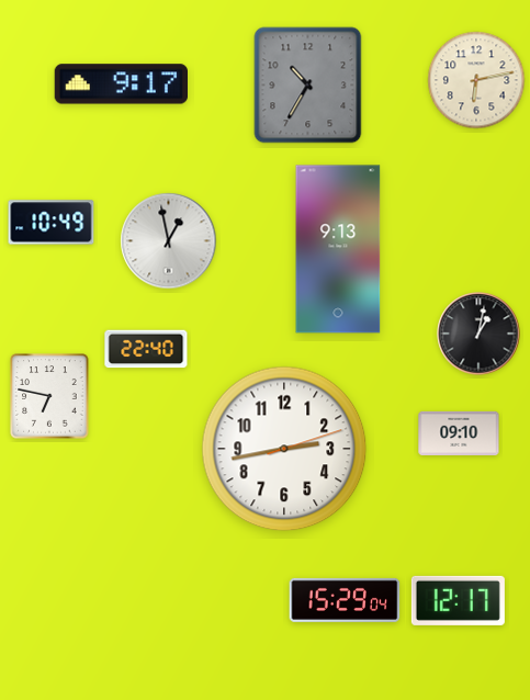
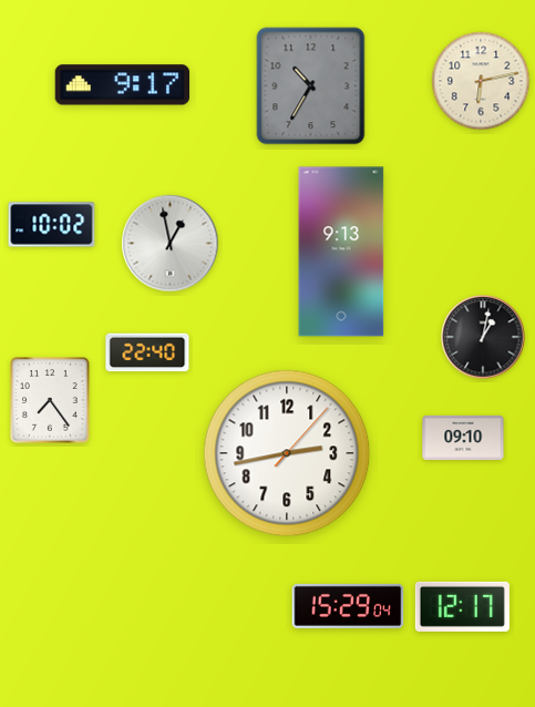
clock at (52, 223): 10:49 -> 10:02
clock at (49, 396): 6:47 -> 7:24
clock at (284, 449): 2:43:12 -> 2:43:07
